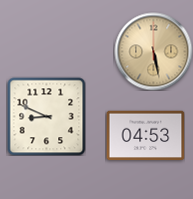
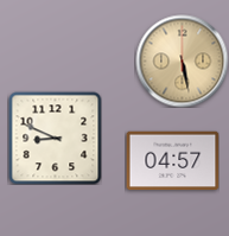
clock at (145, 136): 04:53 -> 04:57
